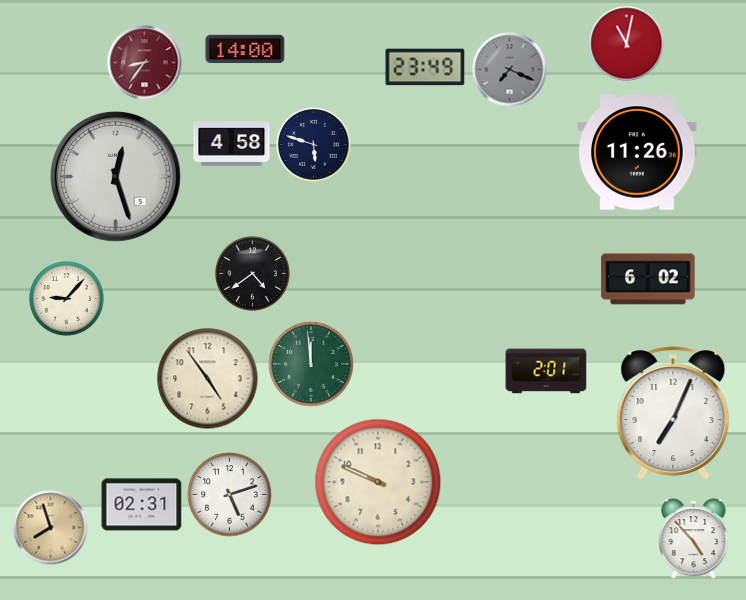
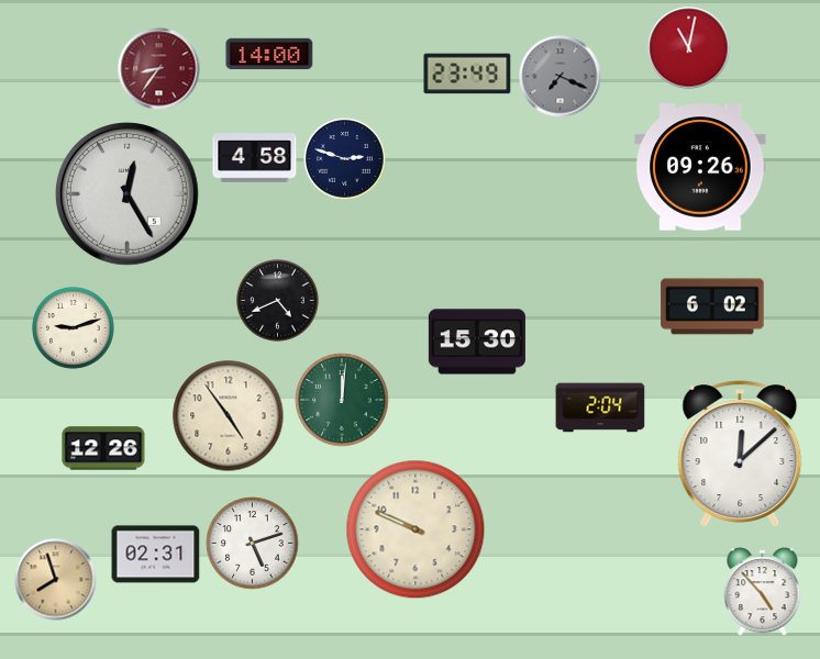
clock at (314, 145): 5:48 -> 2:48
clock at (637, 152): 11:26 -> 09:26
clock at (115, 176): 12:27 -> 12:25
clock at (253, 274): 4:39 -> 4:41
clock at (67, 299): 9:07 -> 9:12
clock at (477, 342): none -> 15:30
clock at (311, 364): 11:59 -> 12:01
clock at (546, 371): 2:01 -> 2:04
clock at (103, 448): none -> 12:26
clock at (673, 413): 7:04 -> 12:08
